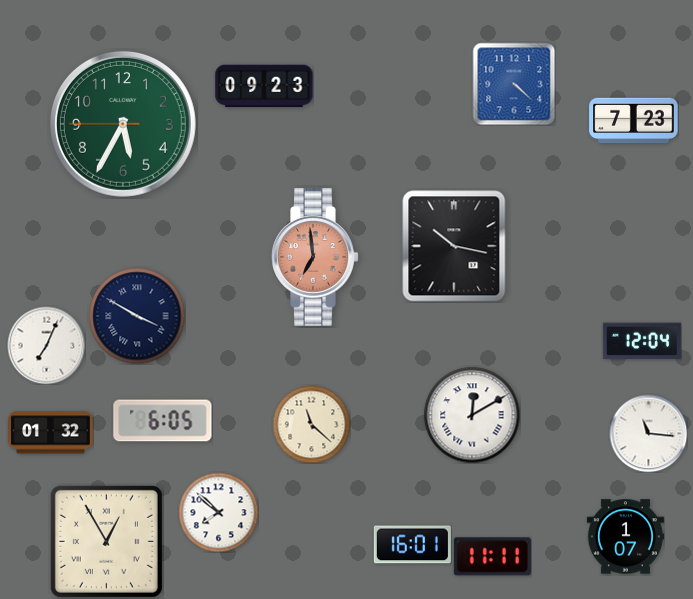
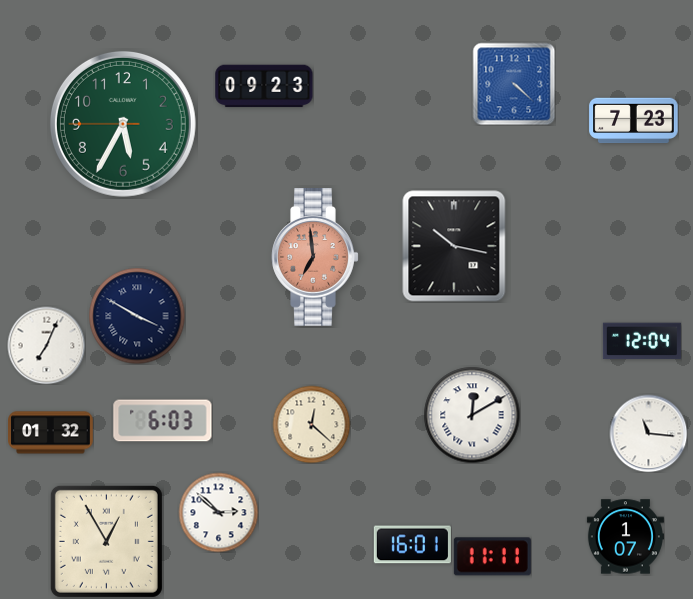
clock at (163, 421): 6:05 -> 6:03
clock at (311, 424): 11:22 -> 12:22
clock at (218, 512): 7:52 -> 2:52
